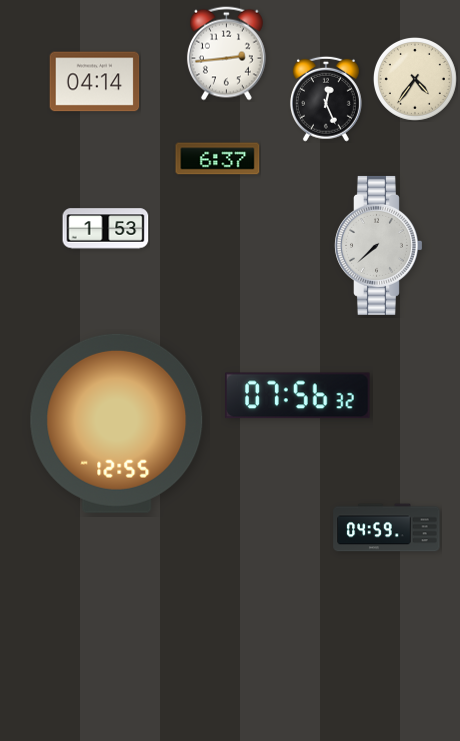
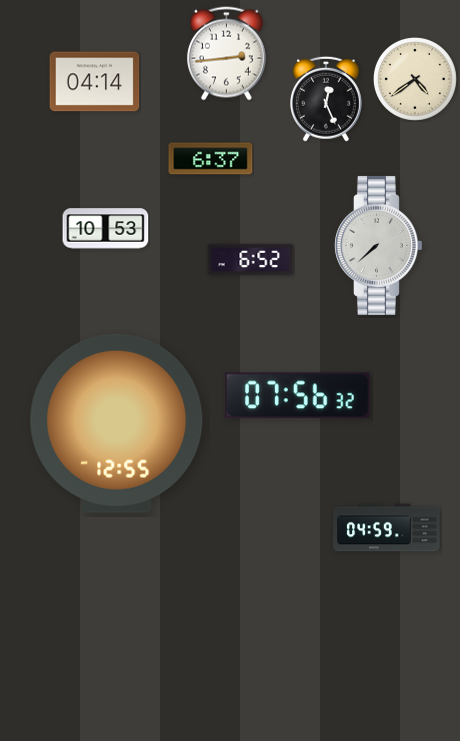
clock at (415, 79): 4:36 -> 4:39
clock at (218, 159) position: (218, 159) -> (211, 159)
clock at (106, 229): 1:53 -> 10:53
clock at (251, 260): none -> 6:52
